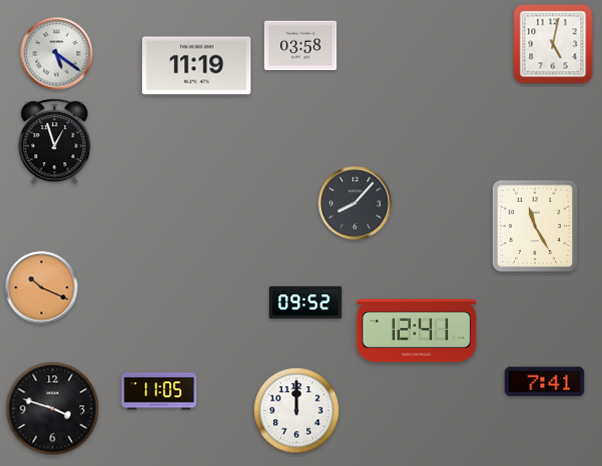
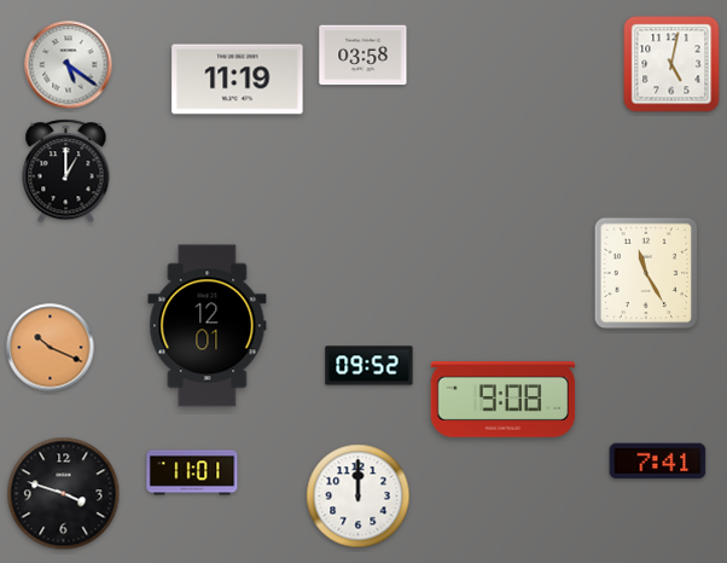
clock at (553, 44) position: (553, 44) -> (671, 64)
clock at (55, 142): 12:57 -> 1:00
clock at (355, 203): 8:07 -> none
clock at (208, 326): none -> 12:01
clock at (417, 331): 12:41 -> 9:08
clock at (159, 391): 11:05 -> 11:01
